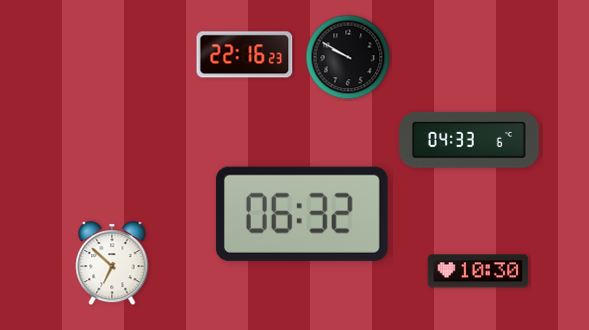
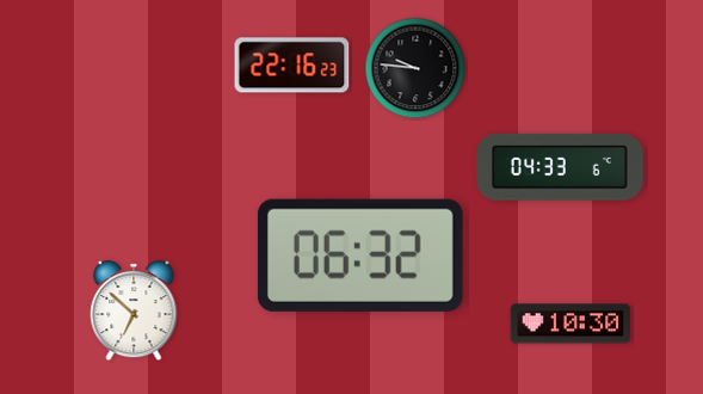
clock at (348, 57): 9:50 -> 9:46
clock at (112, 263) position: (112, 263) -> (134, 310)
